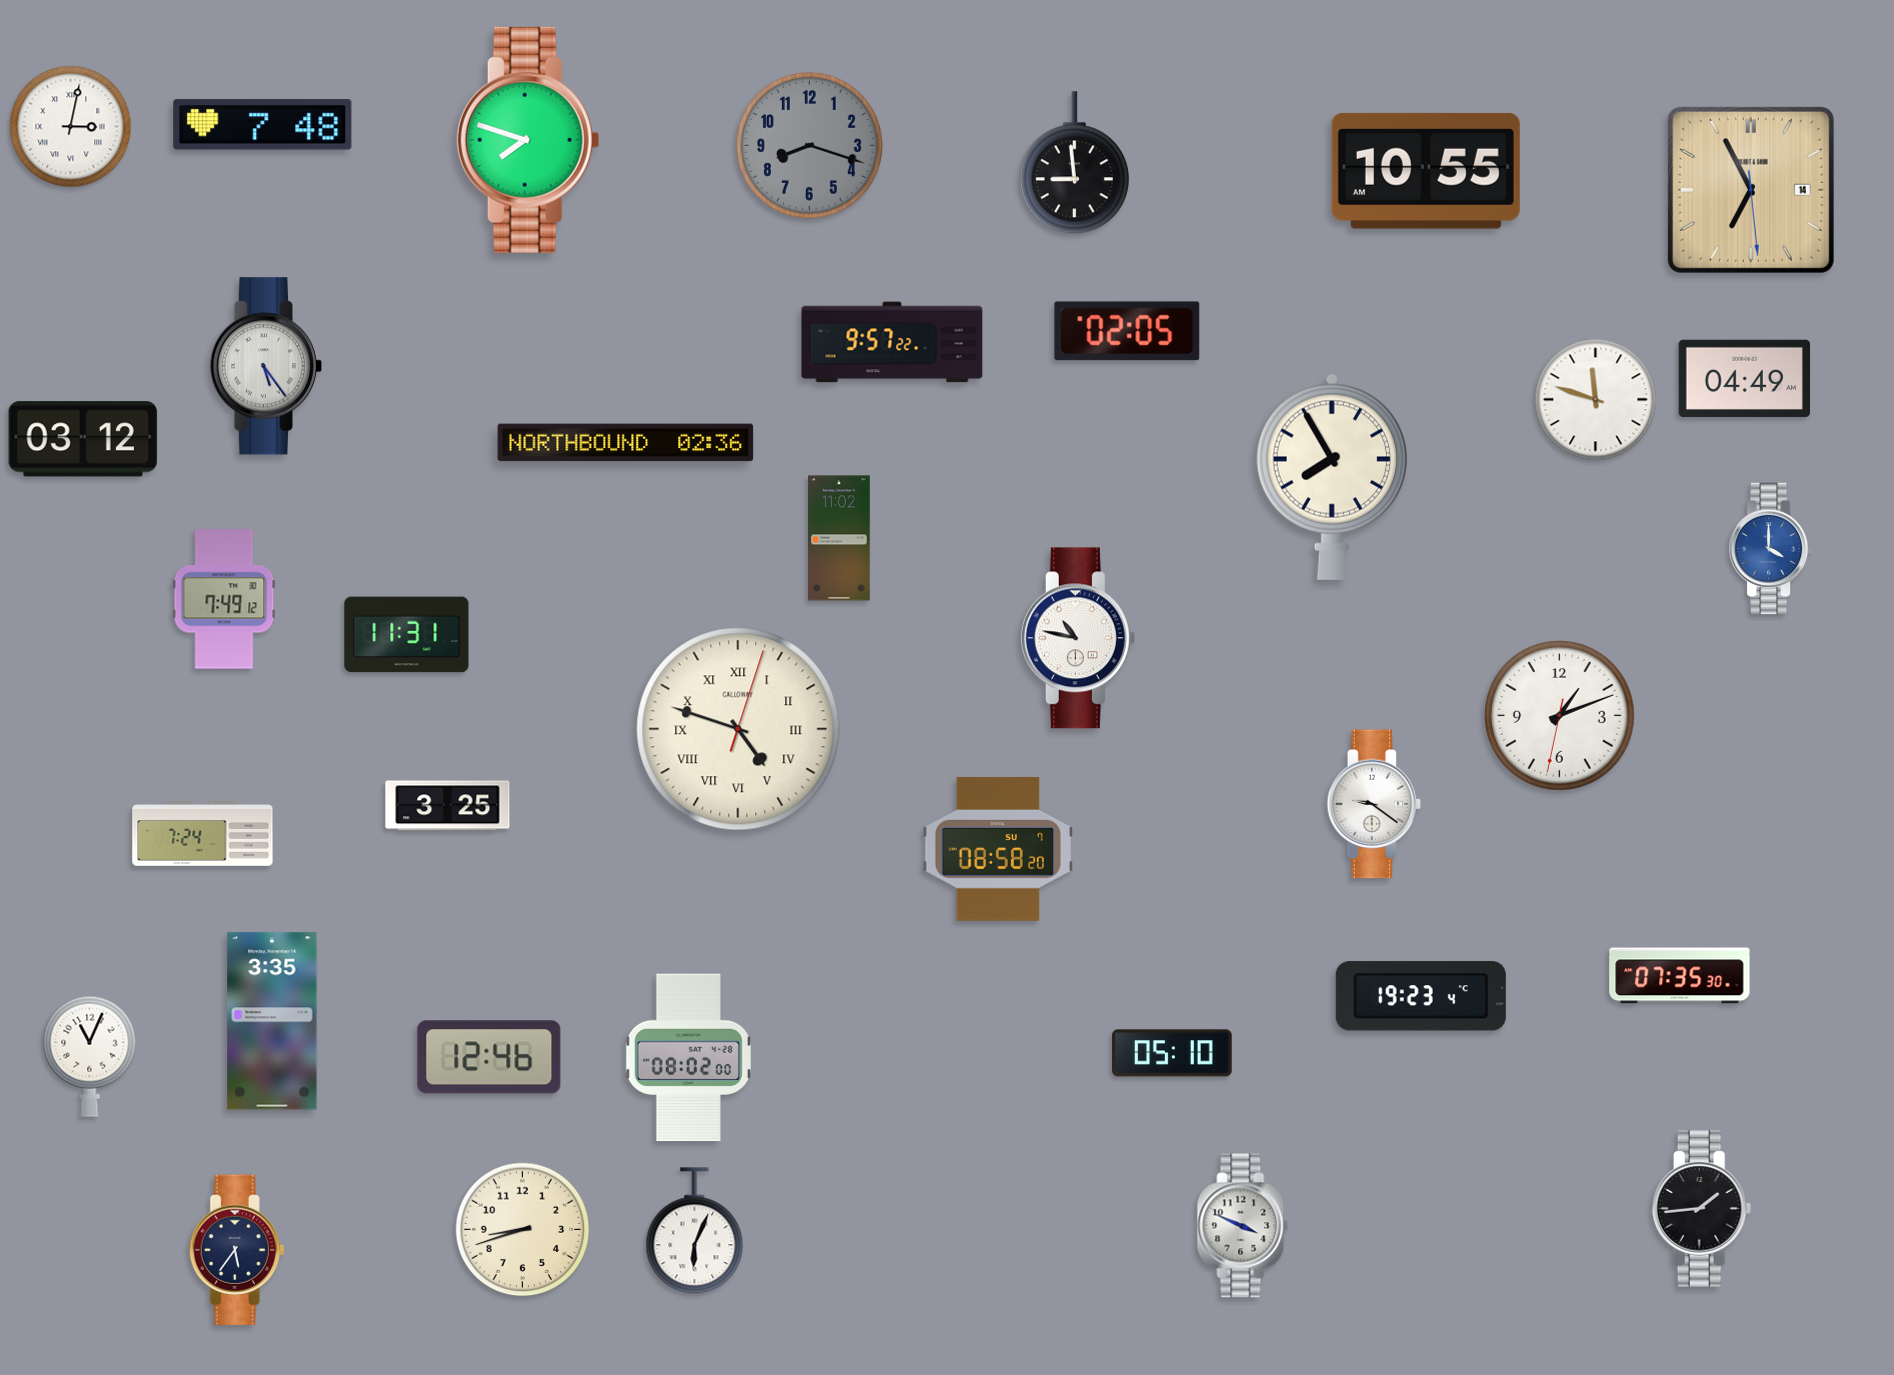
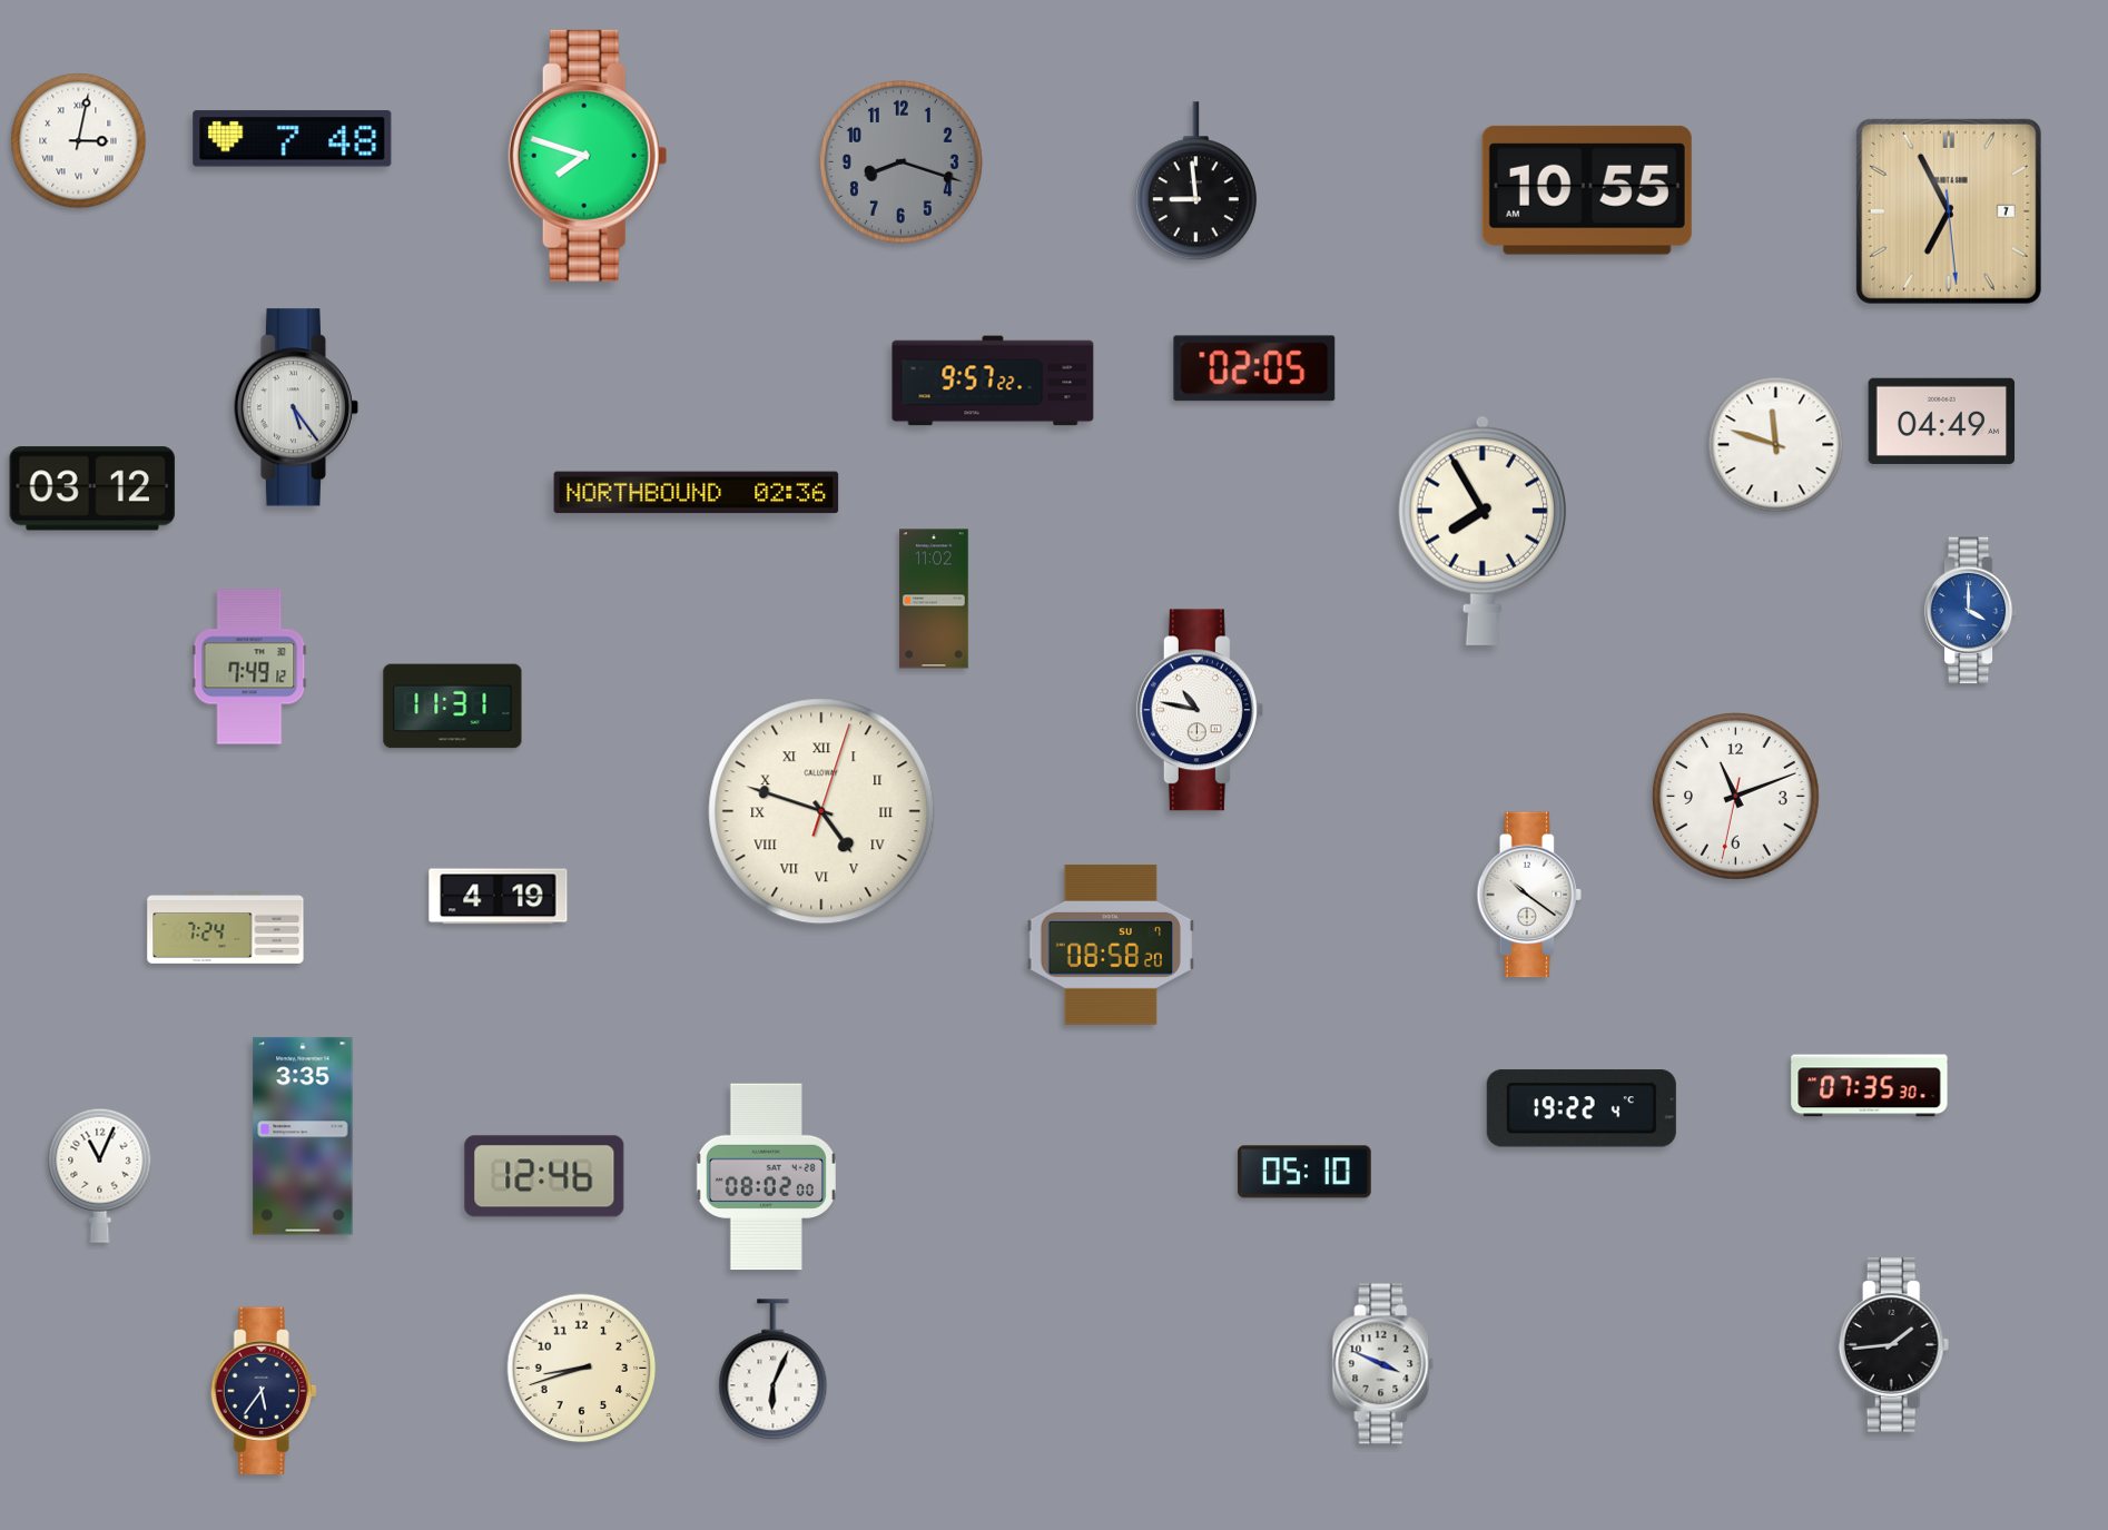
clock at (1751, 190) date: 14 -> 7
clock at (1560, 716): 1:11 -> 11:11
clock at (1374, 804): 9:21 -> 10:21
clock at (448, 806): 3:25 -> 4:19
clock at (1421, 996): 19:23 -> 19:22
